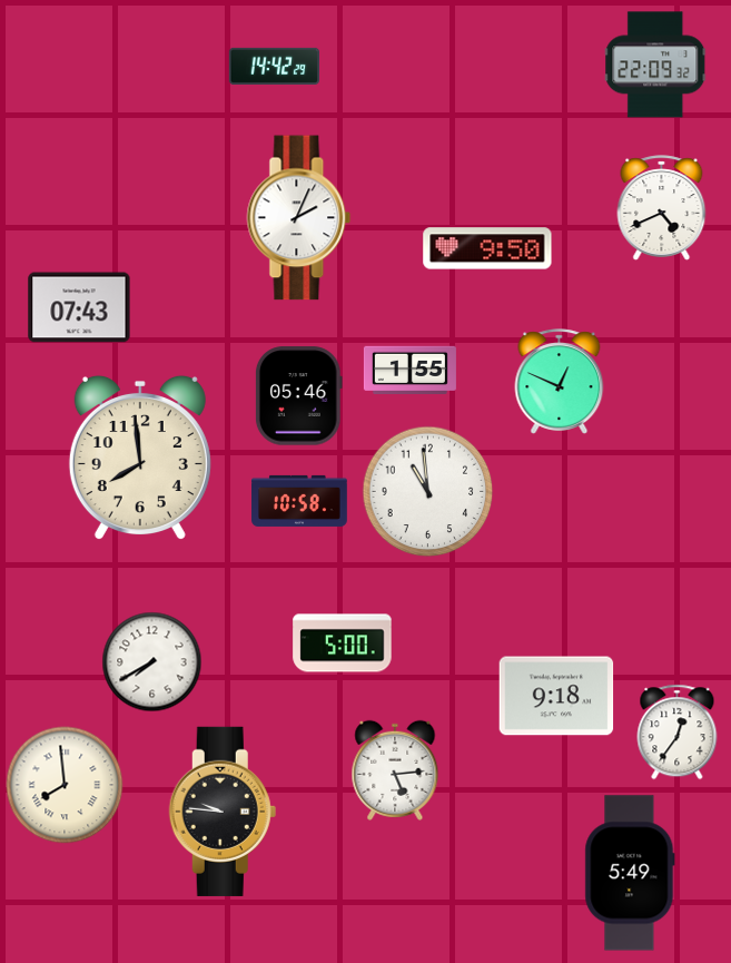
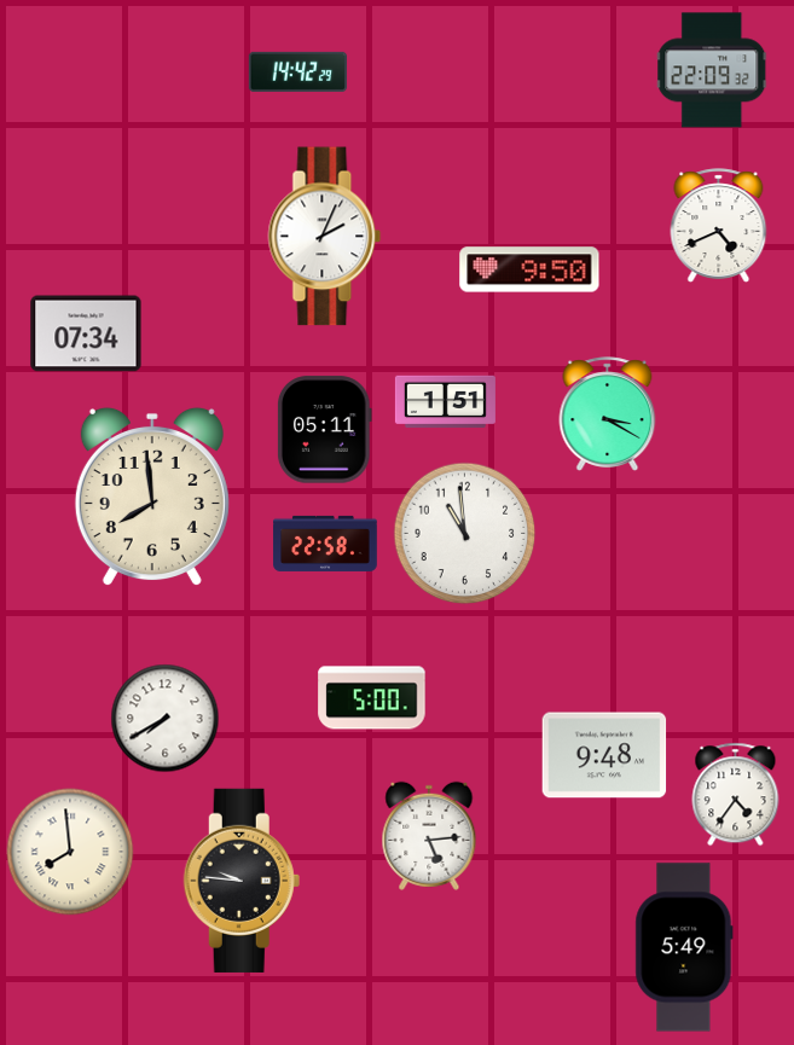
clock at (79, 307): 07:43 -> 07:34
clock at (409, 370): 1:55 -> 1:51
clock at (560, 382): 12:49 -> 3:20
clock at (298, 396): 05:46 -> 05:11
clock at (299, 501): 10:58 -> 22:58
clock at (556, 696): 9:18 -> 9:48
clock at (678, 733): 12:36 -> 4:36
